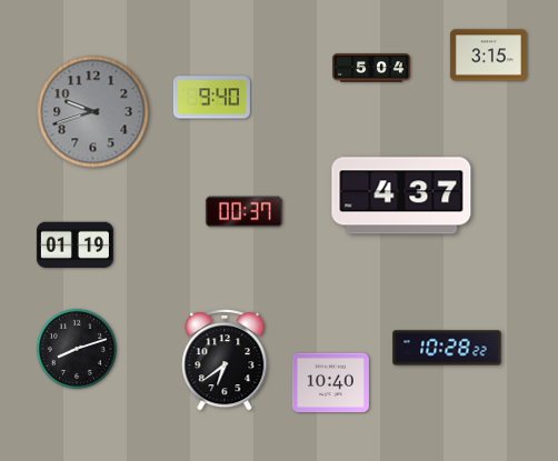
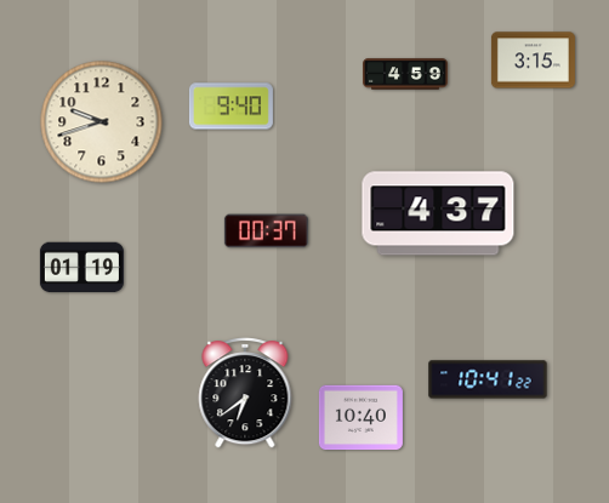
clock at (371, 68): 5:04 -> 4:59
clock at (93, 112) dial: grey -> cream
clock at (447, 348): 10:28 -> 10:41
clock at (77, 349): 8:12 -> none
